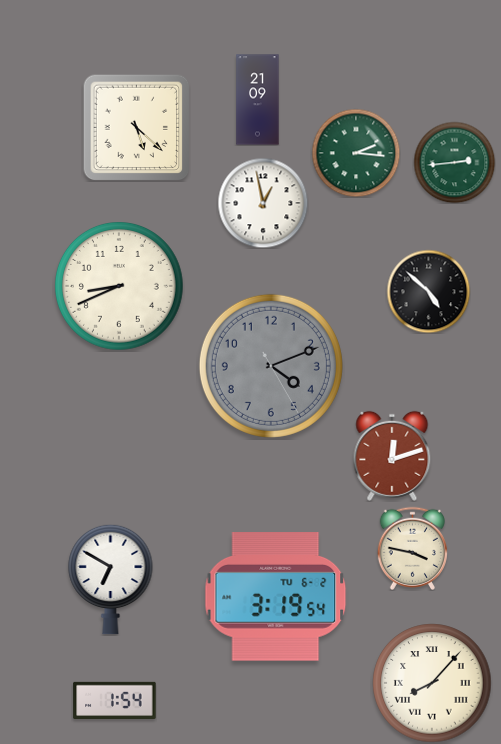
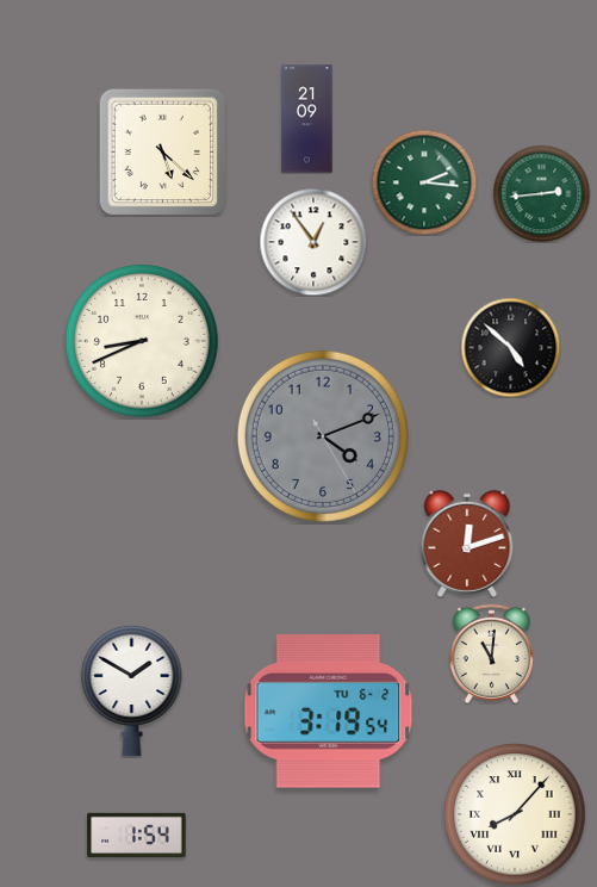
clock at (263, 203): 12:58 -> 12:54
clock at (412, 548): 3:47 -> 11:01
clock at (111, 579): 6:50 -> 1:50
